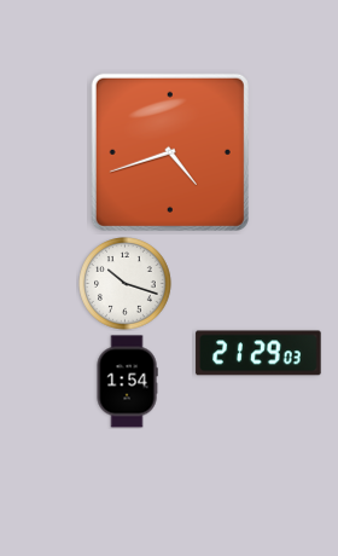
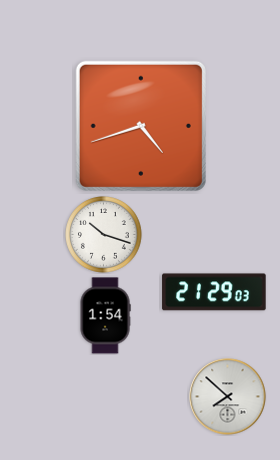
clock at (228, 397): none -> 7:52
